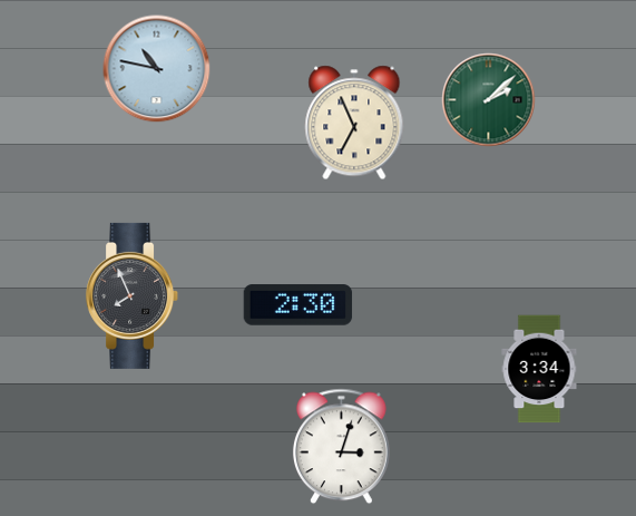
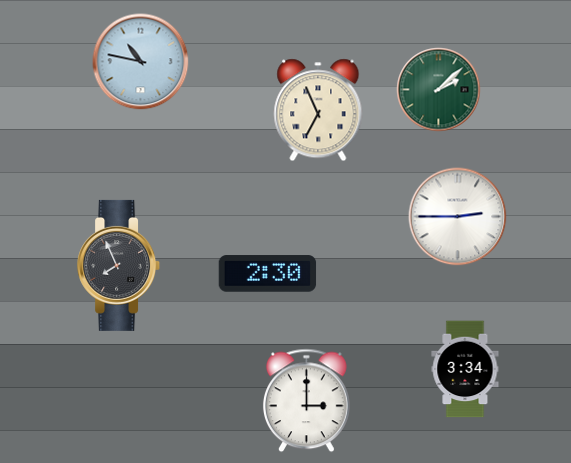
clock at (458, 217): none -> 2:45
clock at (539, 369) position: (539, 369) -> (465, 369)
clock at (341, 447): 3:03 -> 3:00
